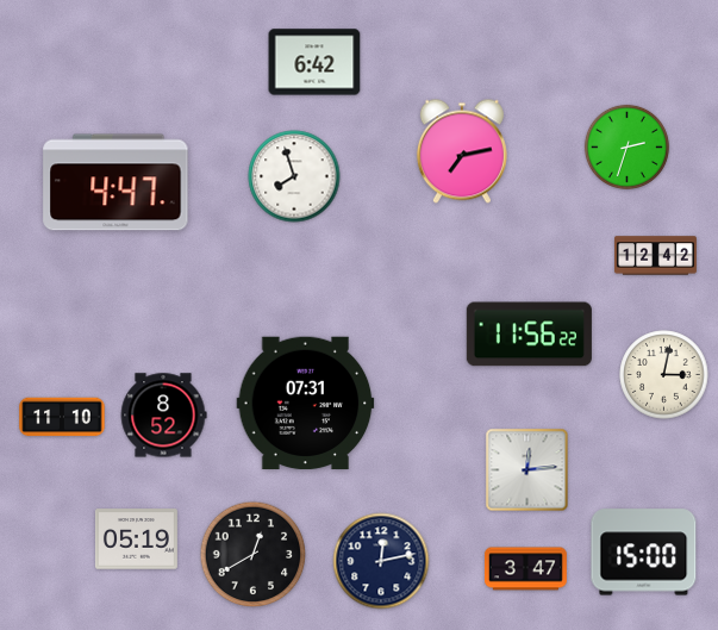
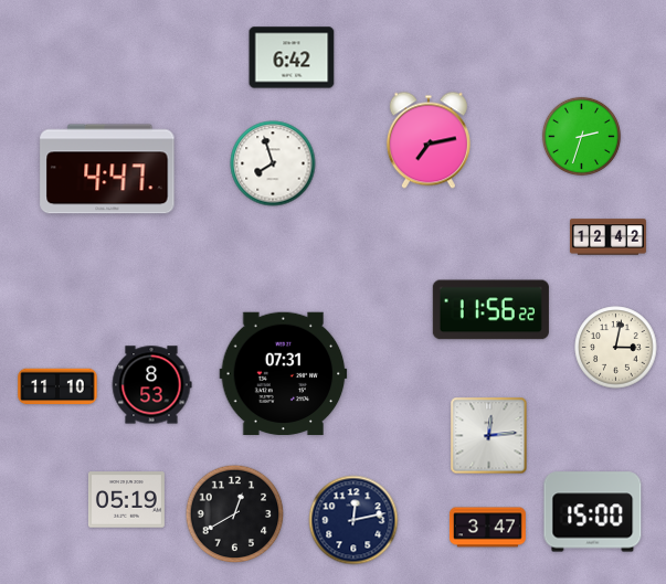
clock at (163, 416): 8:52 -> 8:53
clock at (644, 553) position: (644, 553) -> (593, 512)
